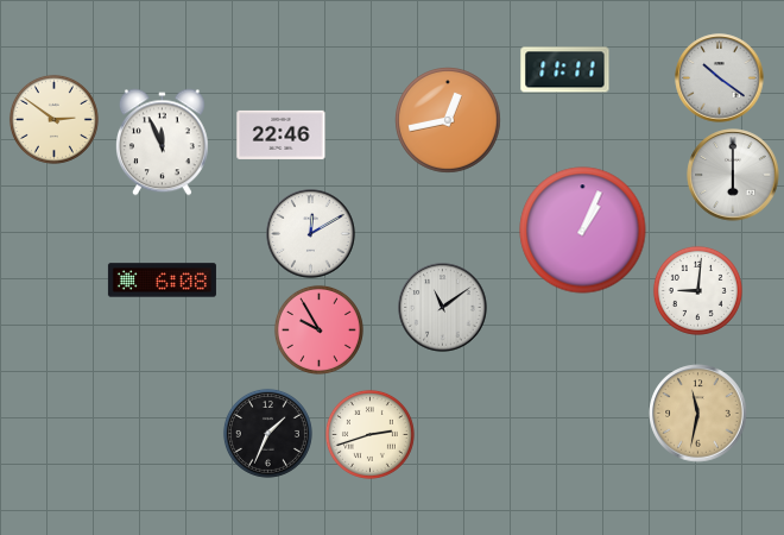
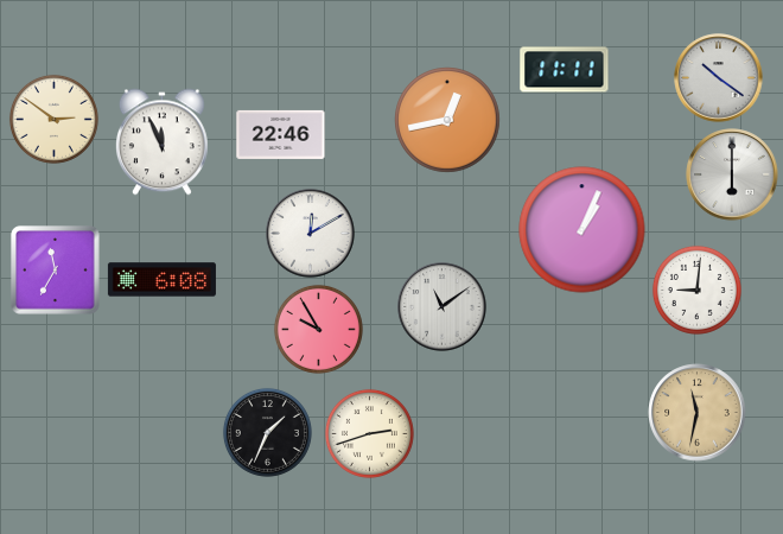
clock at (56, 271): none -> 11:35
